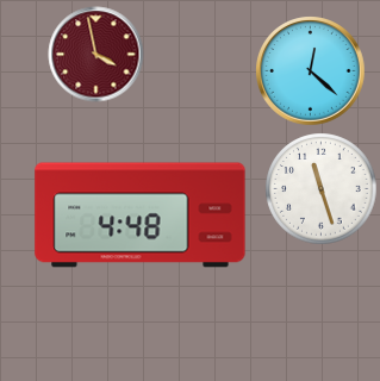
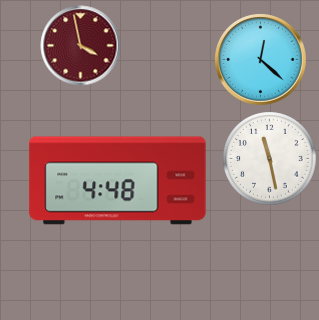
clock at (322, 189): 11:27 -> 11:28
